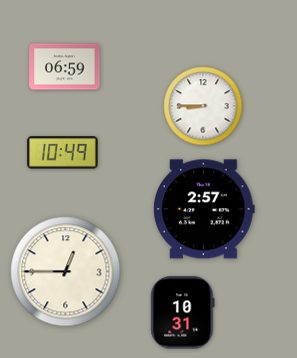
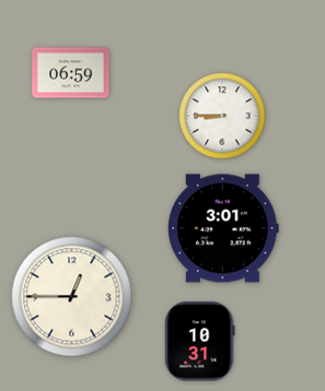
clock at (63, 153): 10:49 -> none
clock at (204, 209): 2:57 -> 3:01
